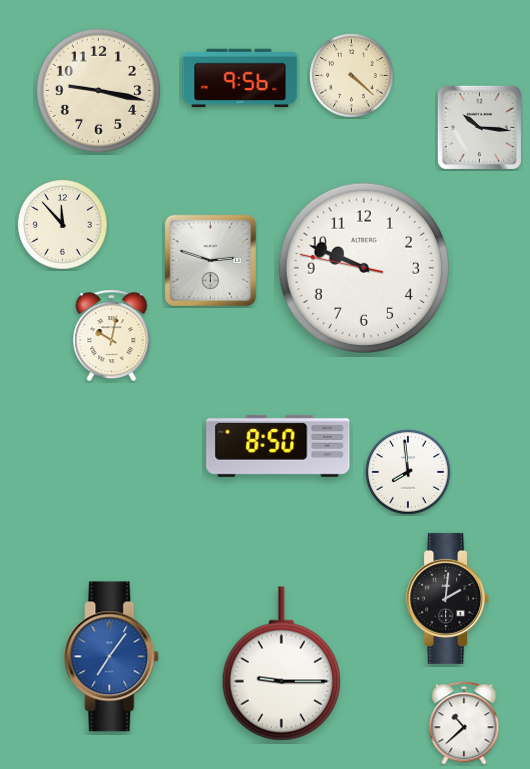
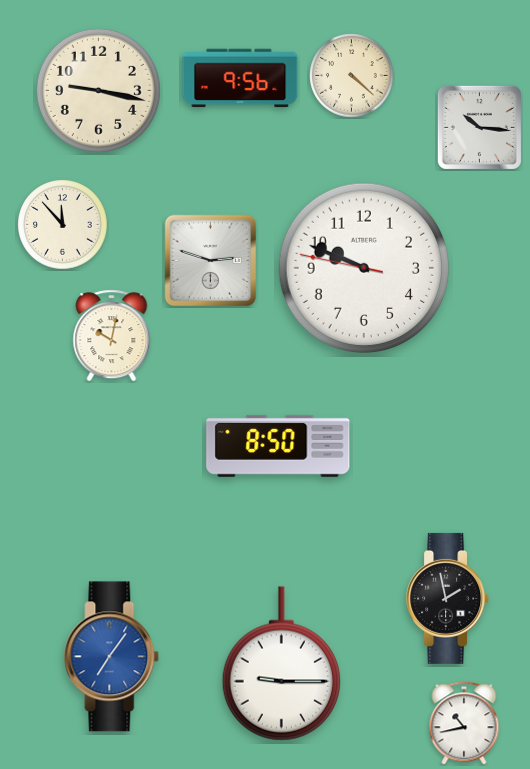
clock at (408, 472): 7:59 -> none
clock at (448, 598): 2:01 -> 1:58
clock at (464, 723): 10:38 -> 10:43
